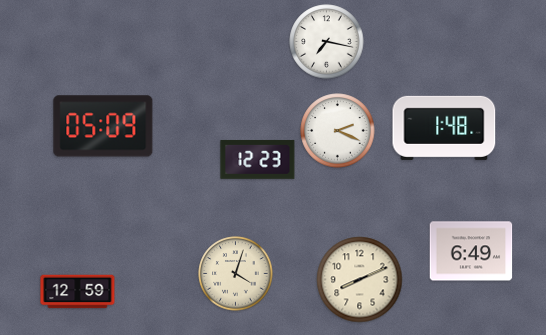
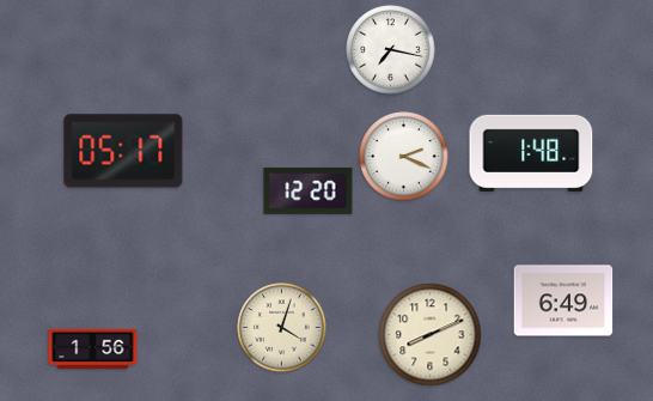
clock at (103, 126): 05:09 -> 05:17
clock at (258, 159): 12:23 -> 12:20
clock at (78, 292): 12:59 -> 1:56
